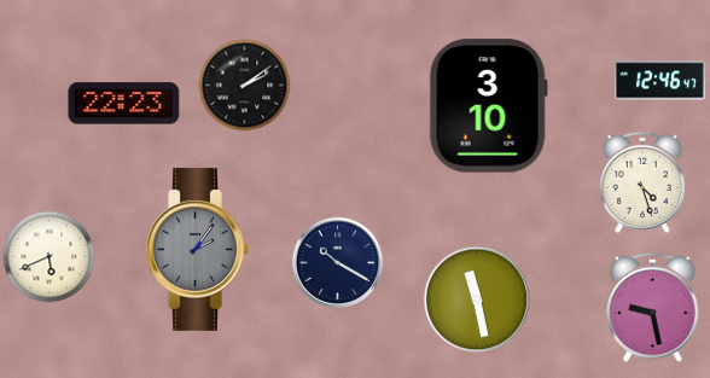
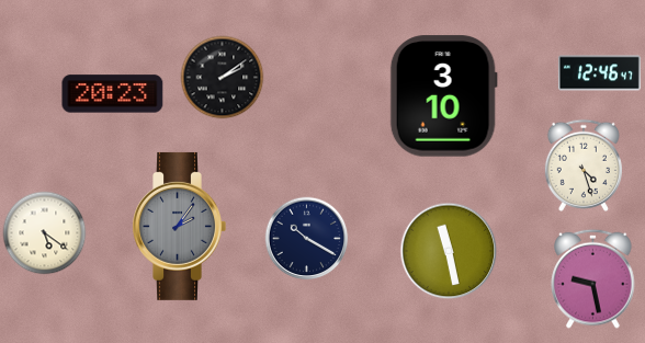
clock at (124, 104): 22:23 -> 20:23
clock at (50, 257): 5:41 -> 5:21
clock at (477, 300) position: (477, 300) -> (449, 251)
